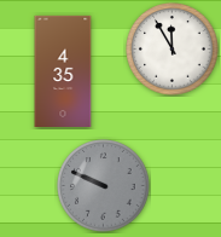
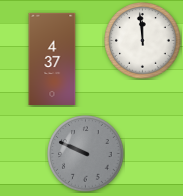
clock at (173, 50): 11:55 -> 11:59
clock at (63, 70): 4:35 -> 4:37
